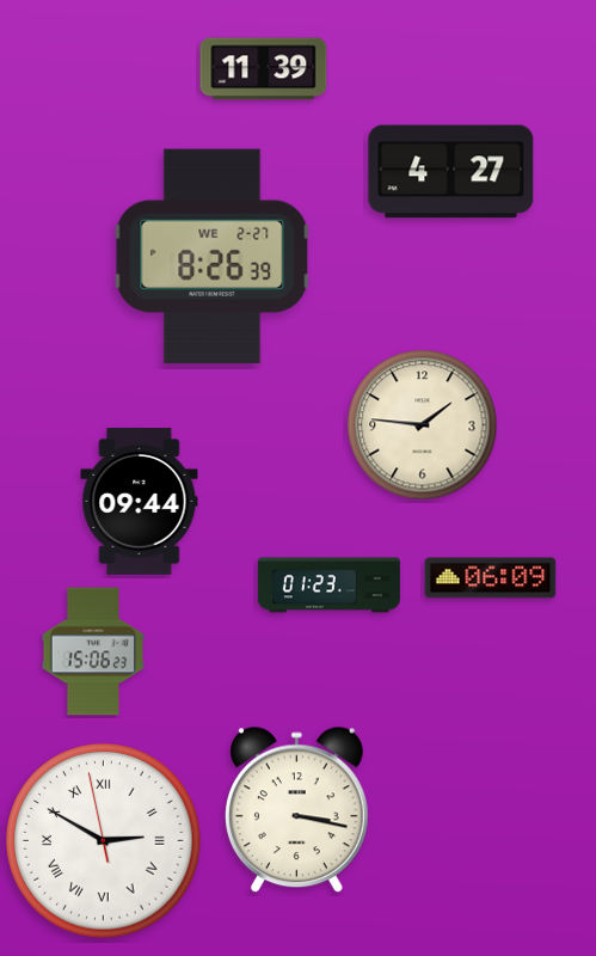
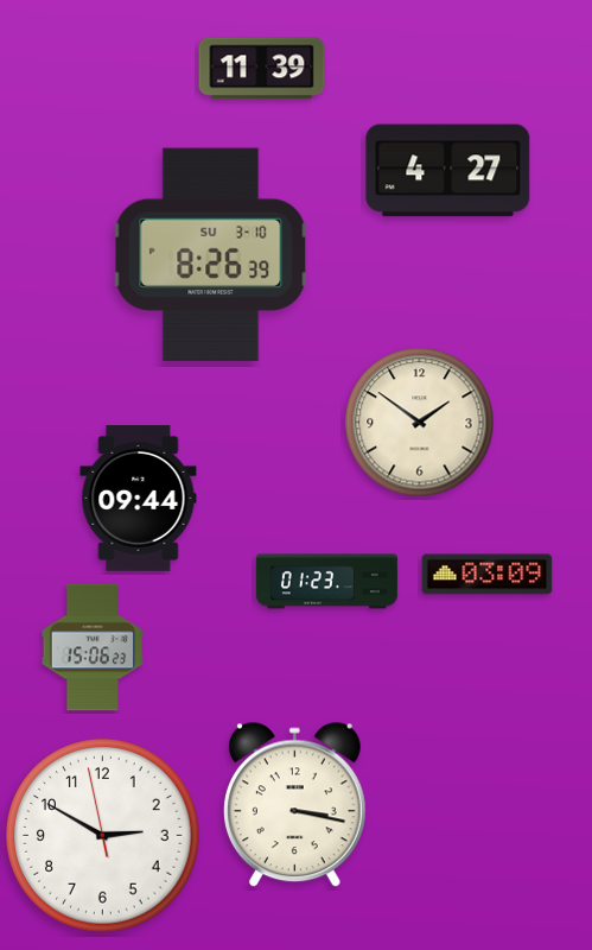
clock at (213, 257) date: WE 2-27 -> SU 3-10
clock at (423, 425): 1:46 -> 1:51
clock at (491, 578): 06:09 -> 03:09
clock at (104, 841) numerals: Roman -> Arabic
